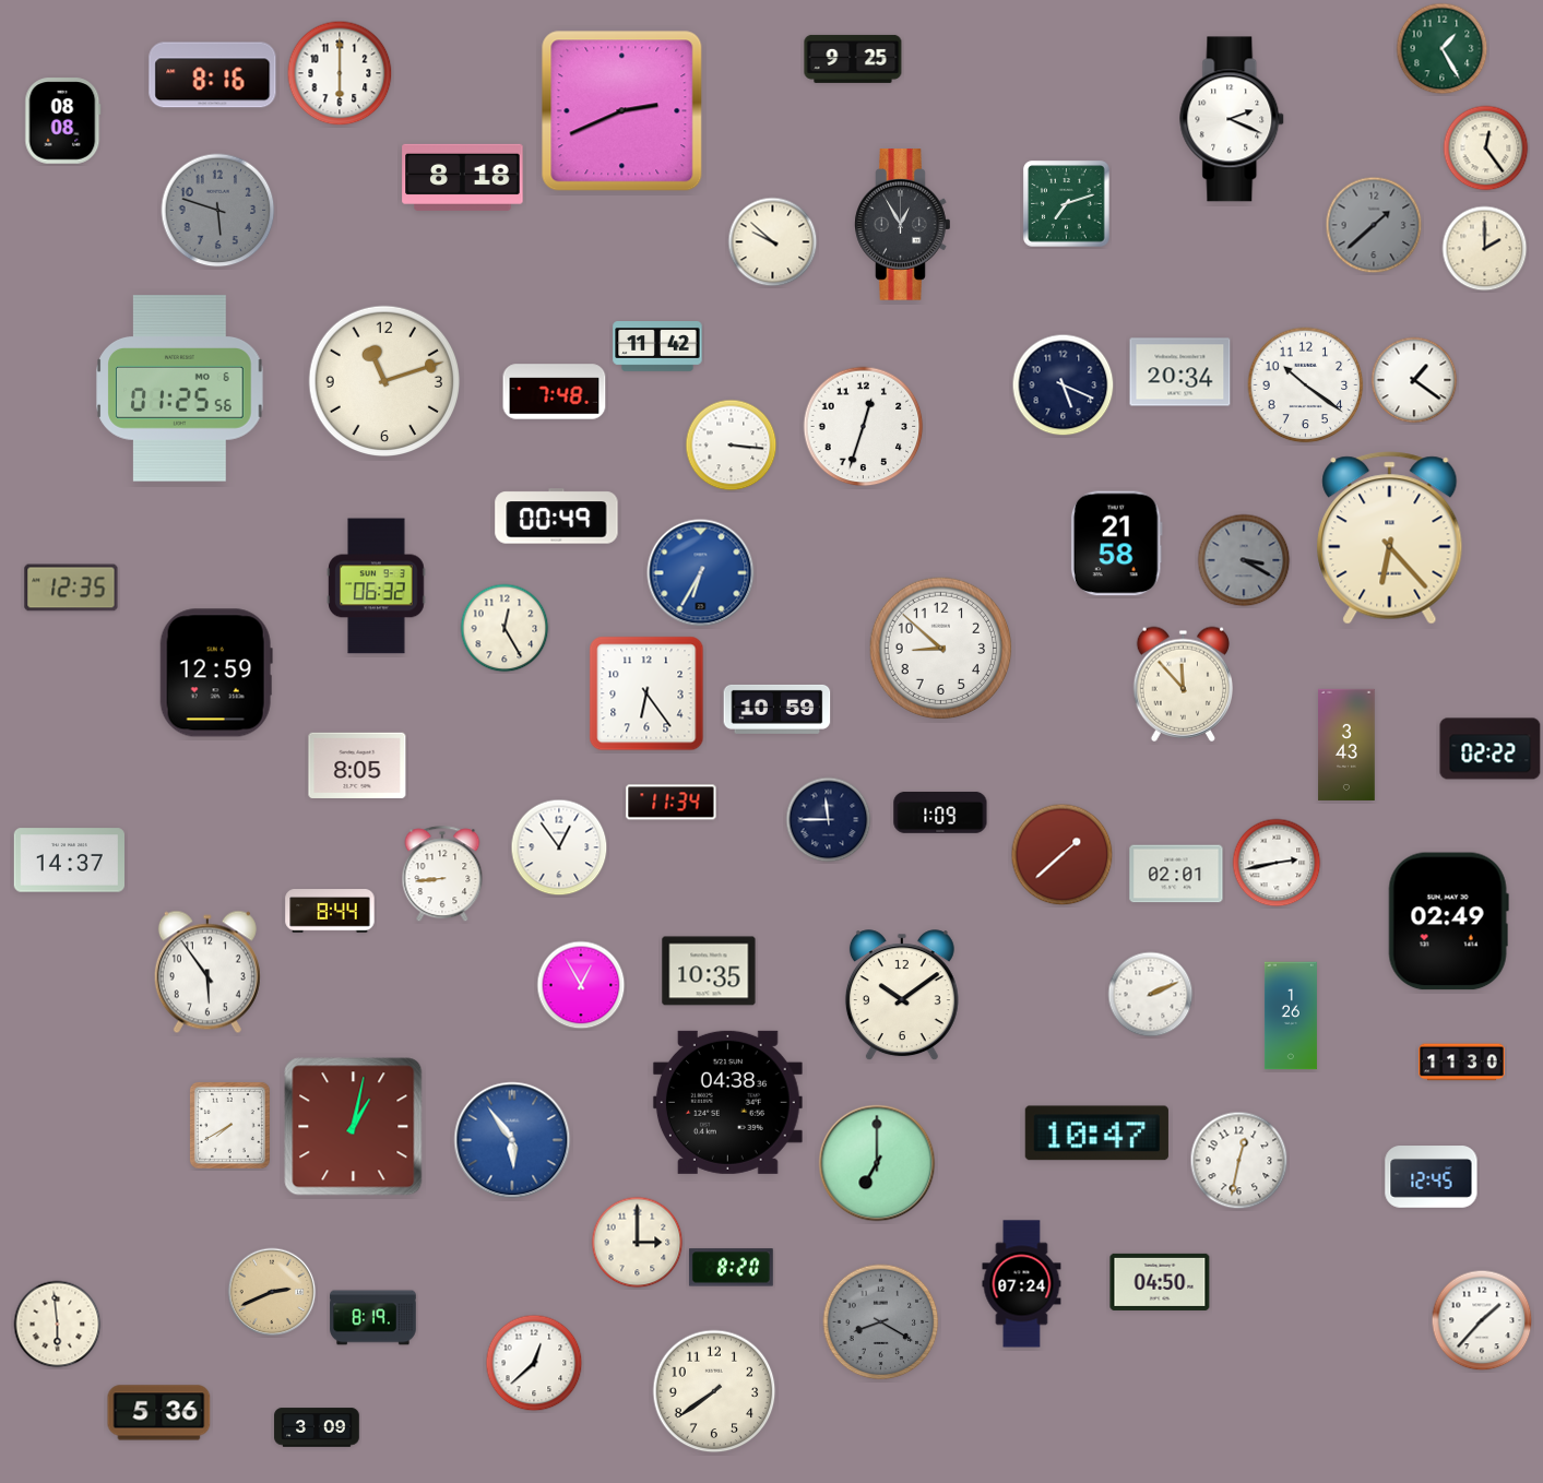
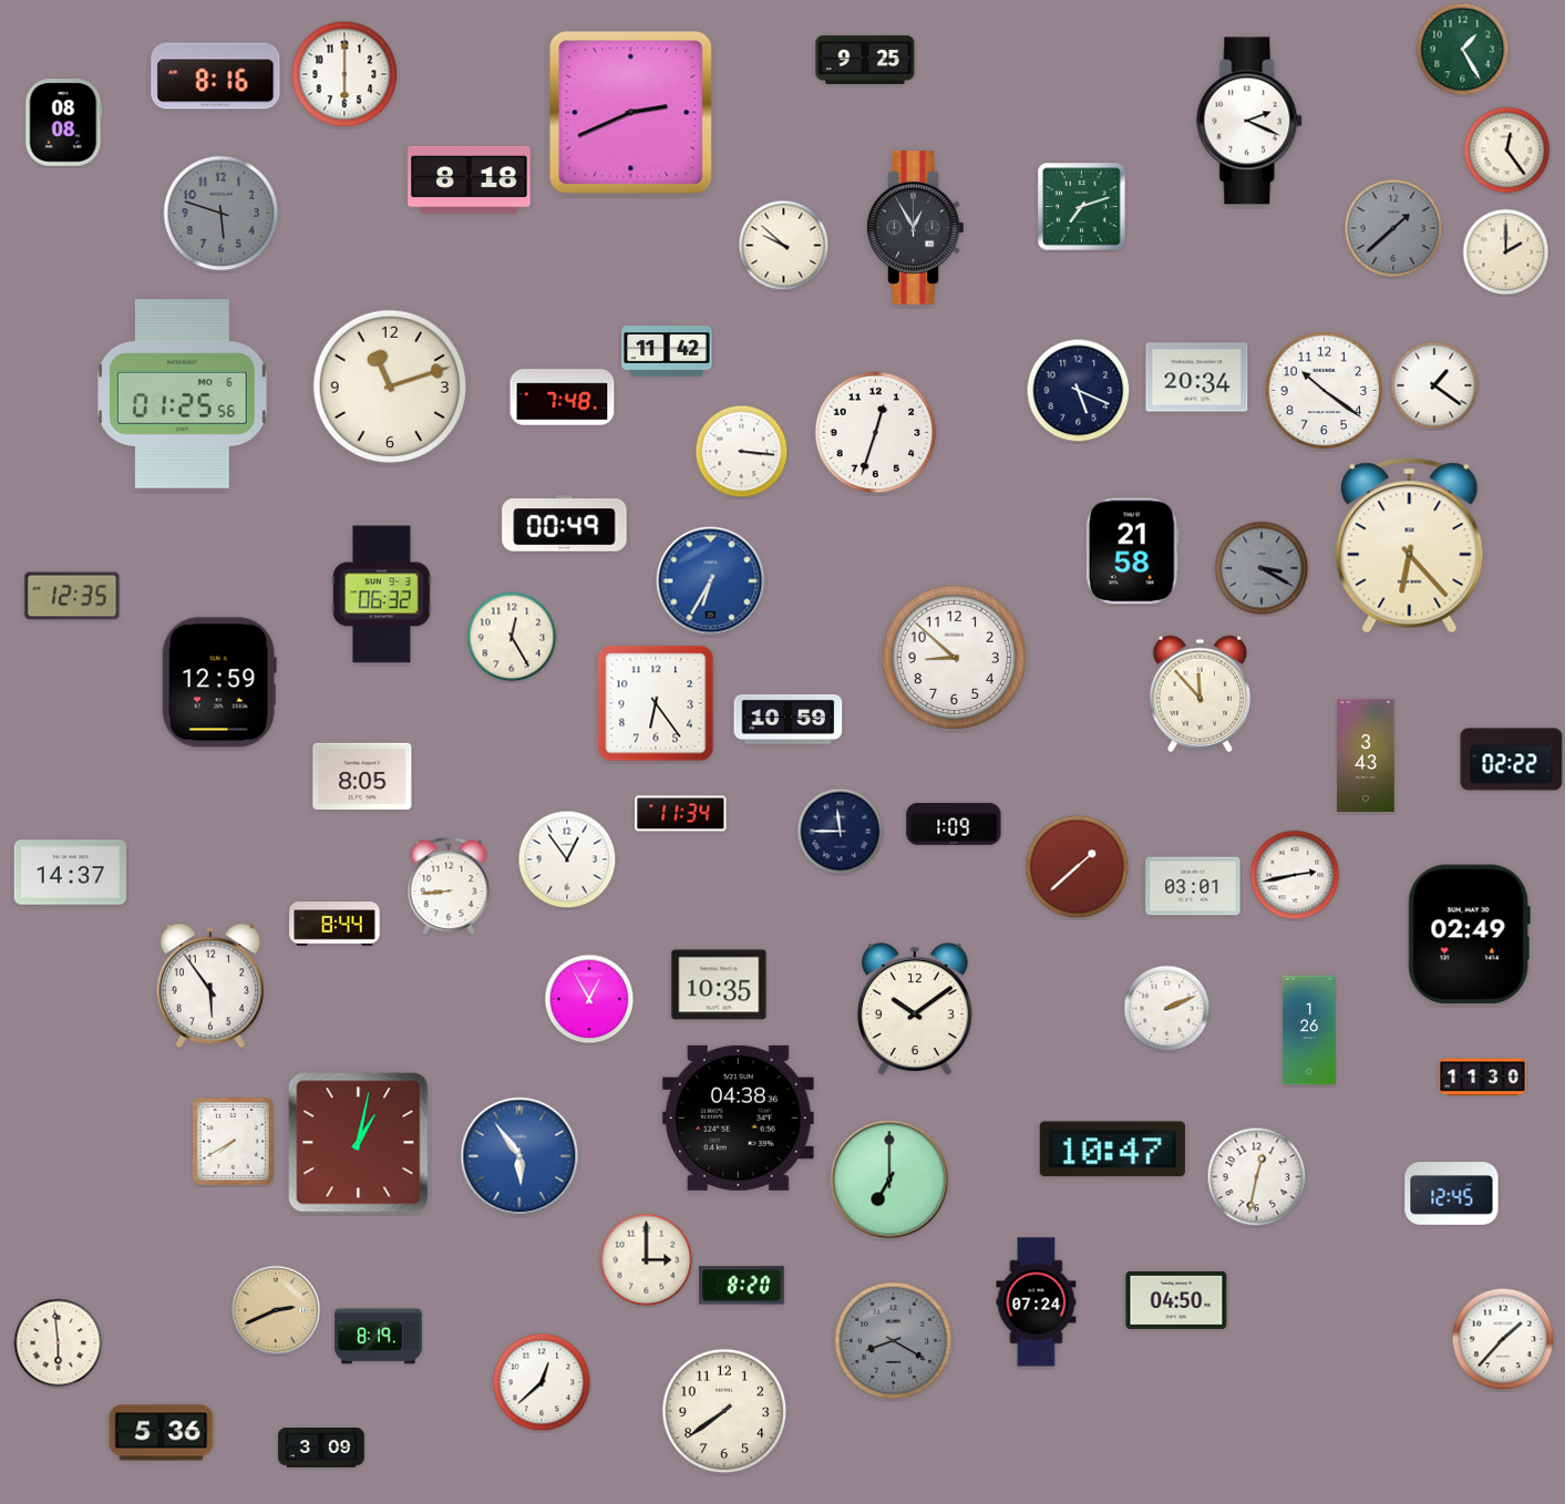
clock at (1176, 874): 02:01 -> 03:01
